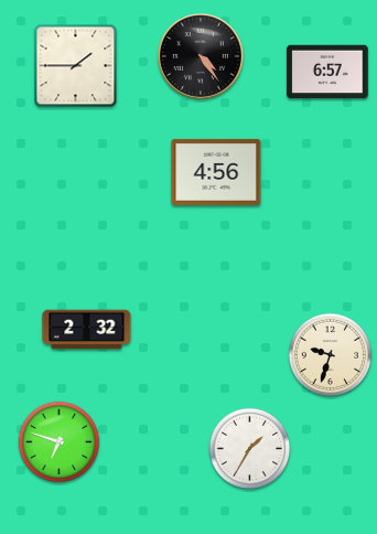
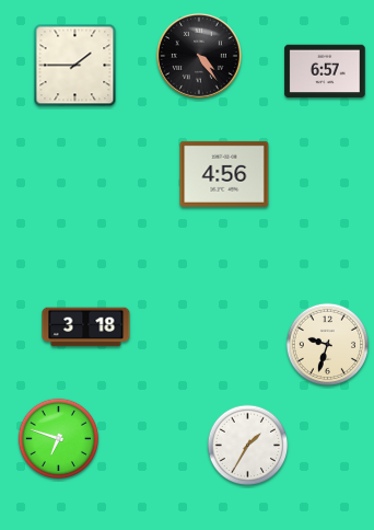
clock at (216, 172) position: (216, 172) -> (224, 174)
clock at (87, 330): 2:32 -> 3:18
clock at (331, 355) position: (331, 355) -> (328, 345)
